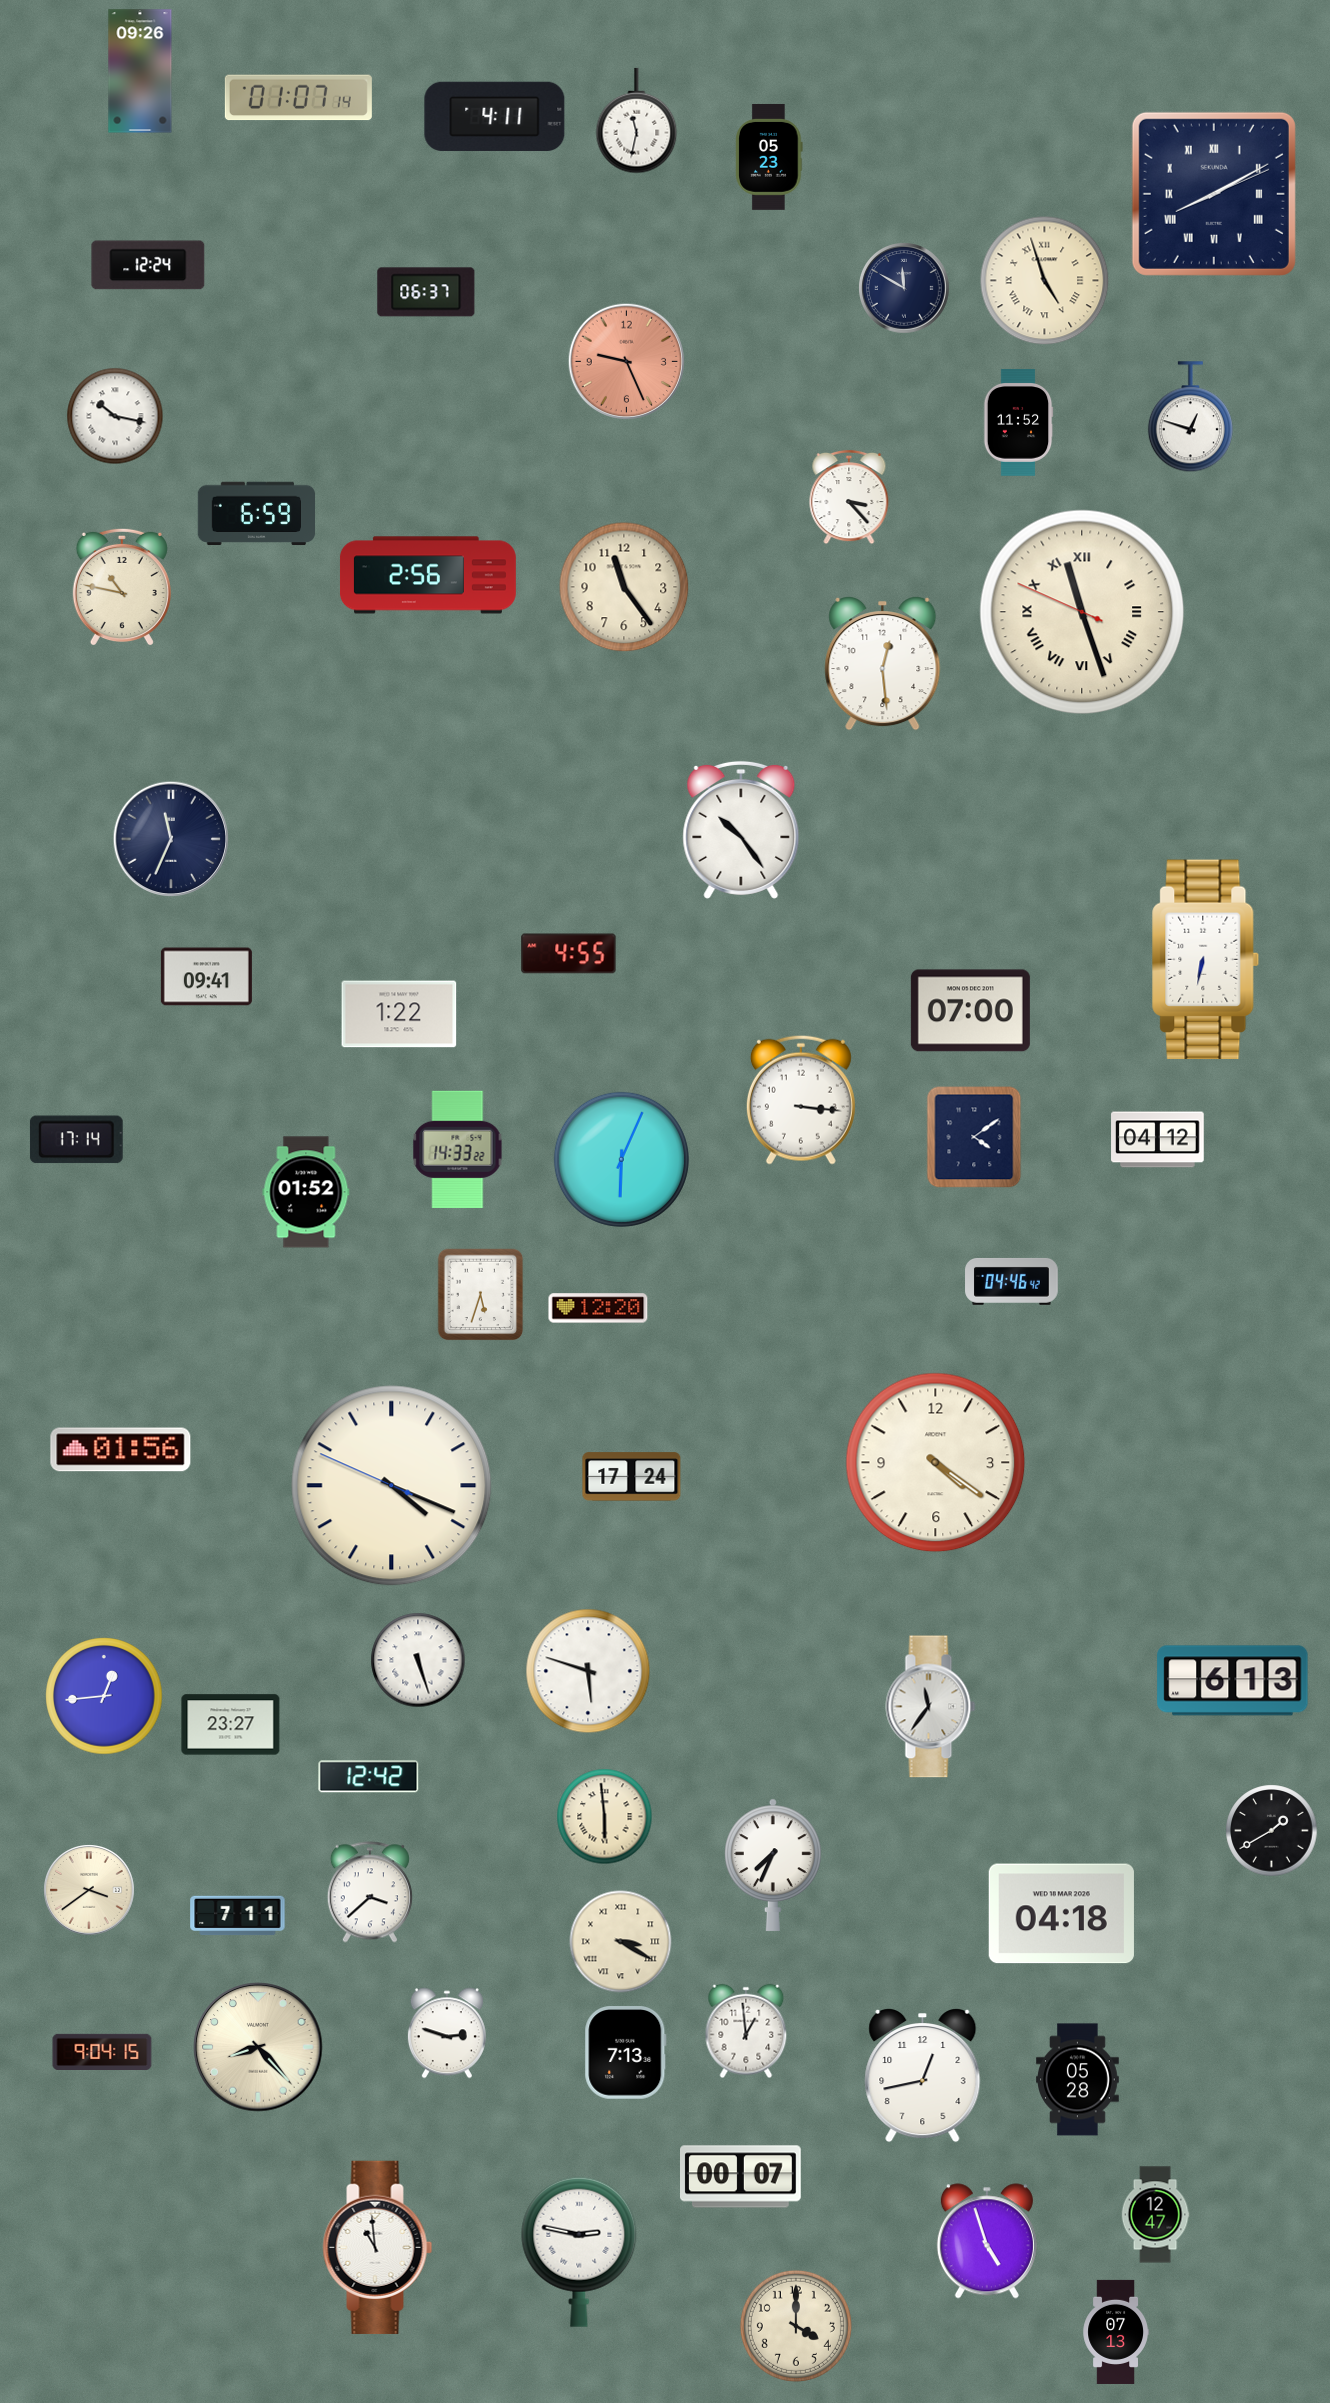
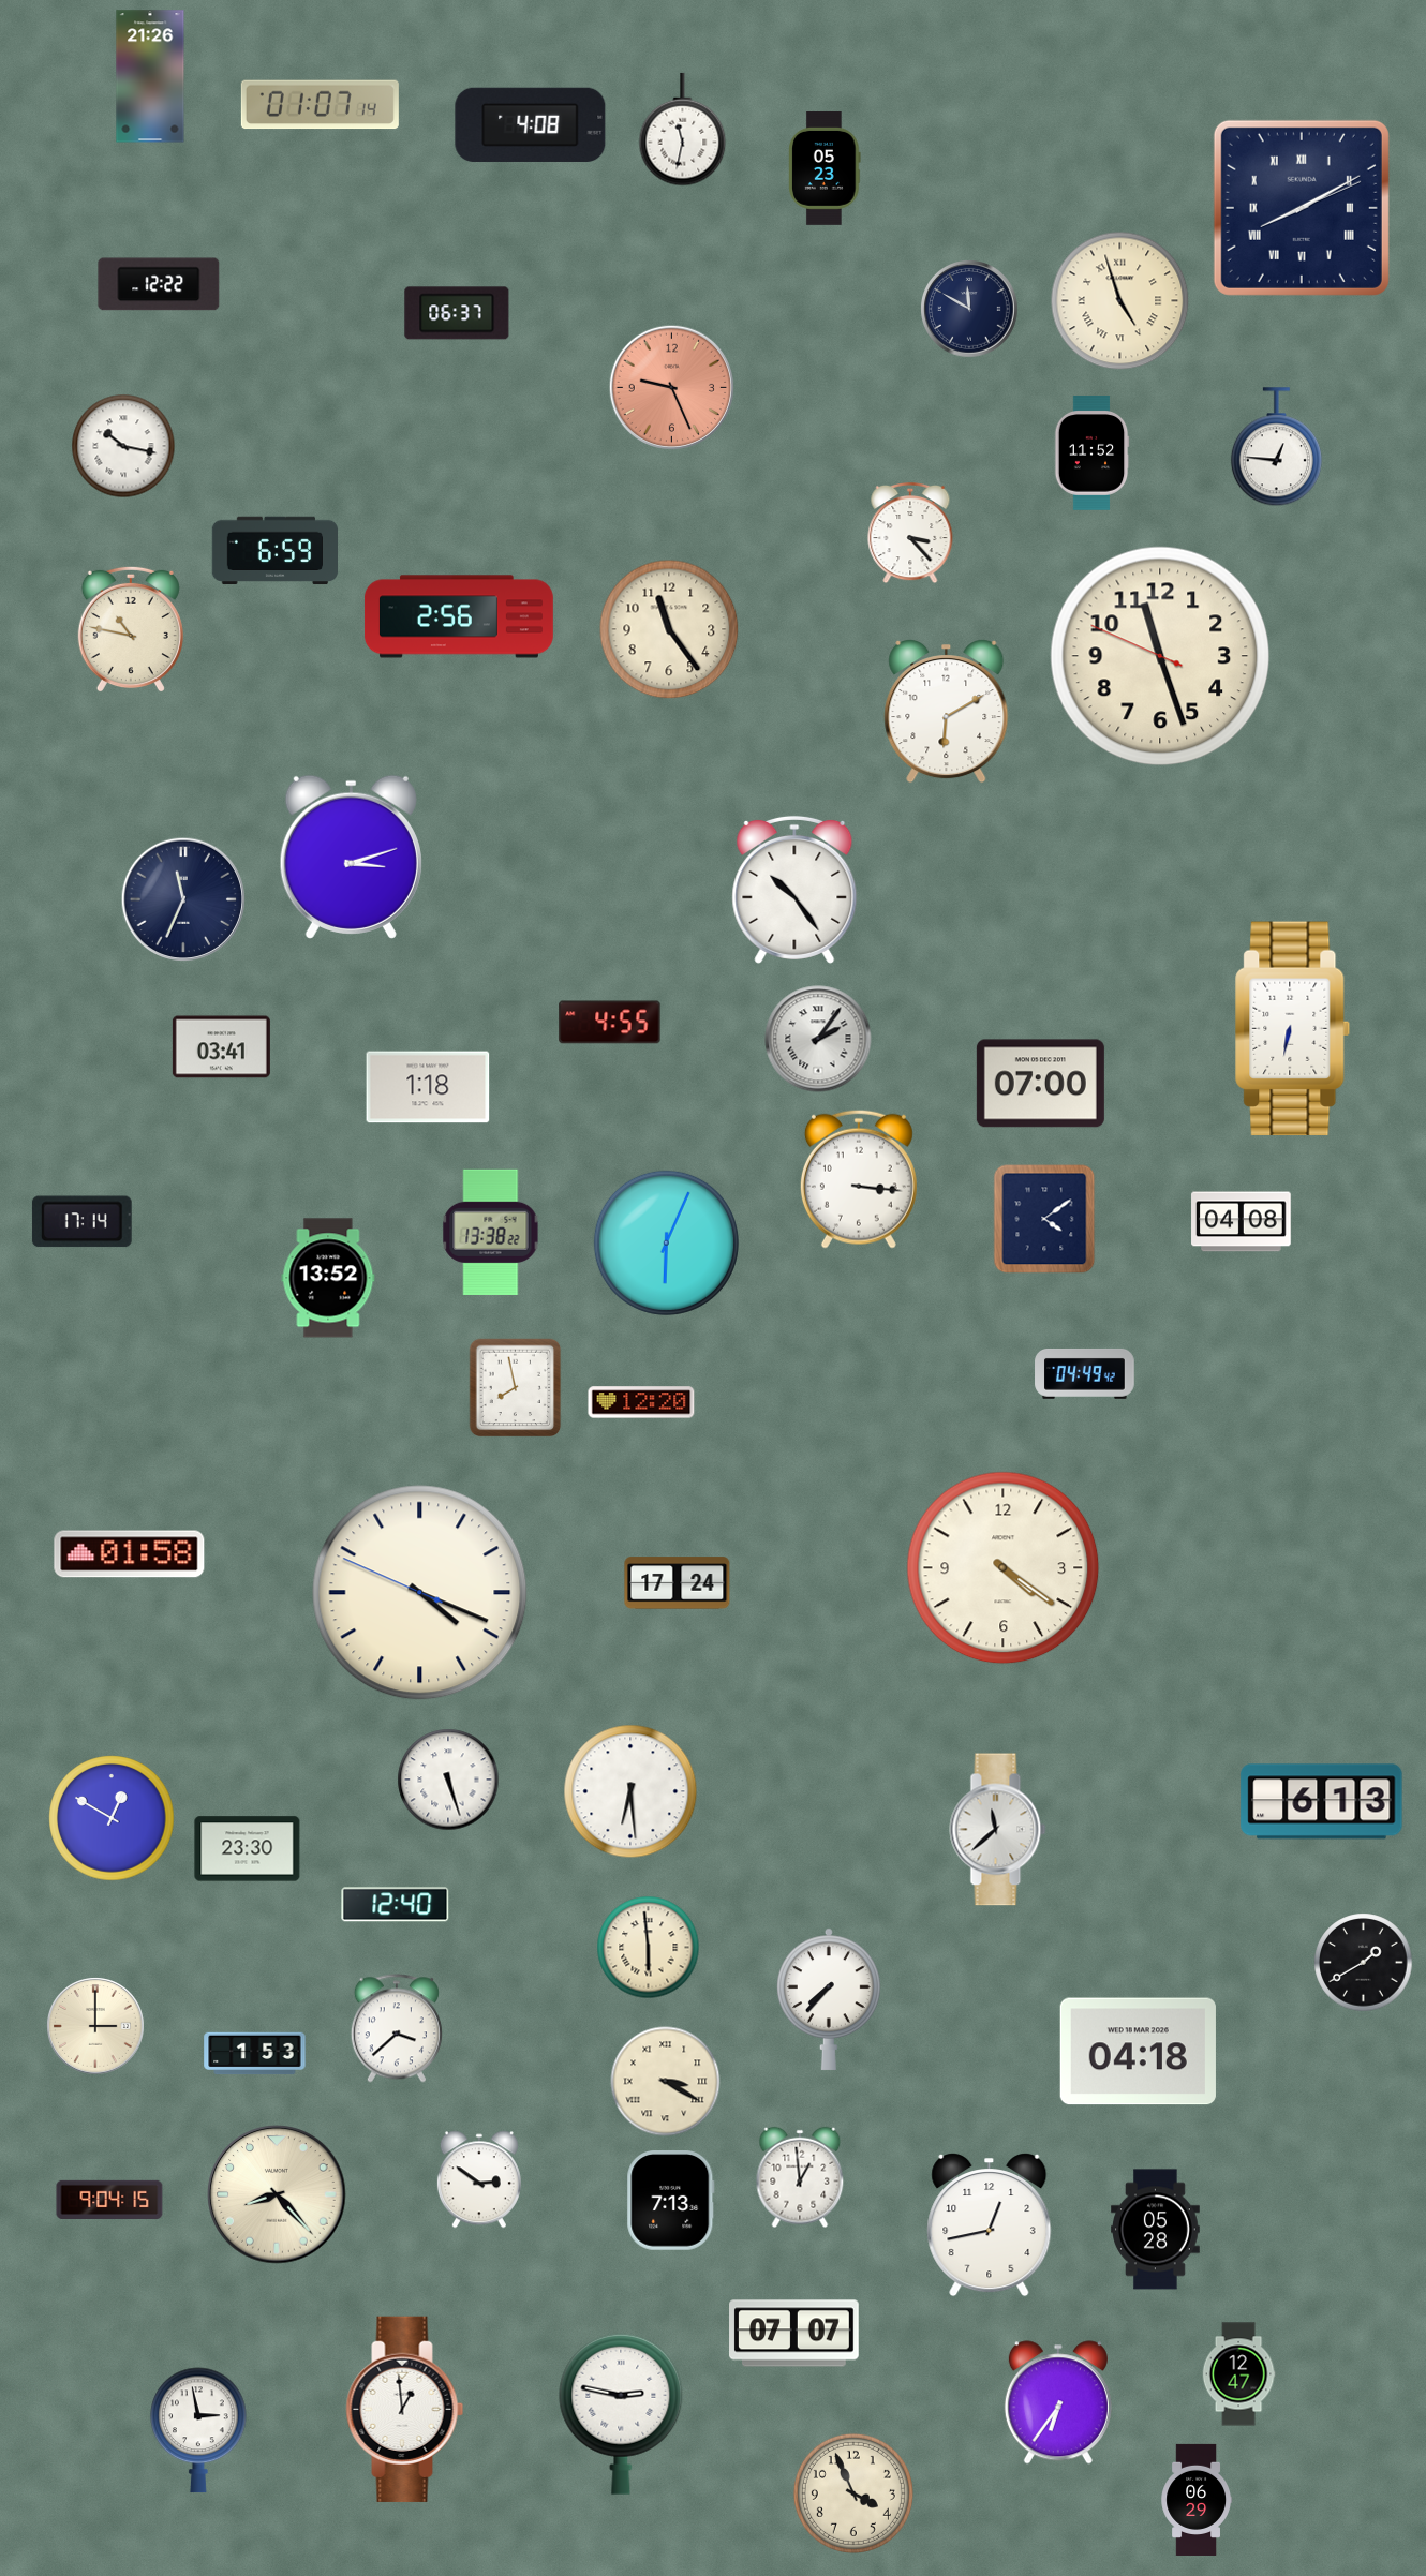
clock at (140, 71): 09:26 -> 21:26
clock at (495, 116): 4:11 -> 4:08
clock at (148, 265): 12:24 -> 12:22
clock at (1190, 417): 12:48 -> 12:46
clock at (1082, 612) numerals: Roman -> Arabic
clock at (883, 664): 12:29 -> 6:10
clock at (351, 857): none -> 3:12
clock at (818, 1039): none -> 2:06
clock at (206, 977): 09:41 -> 03:41
clock at (399, 1014): 1:22 -> 1:18
clock at (1158, 1140): 04:12 -> 04:08
clock at (458, 1149): 14:33 -> 13:38
clock at (306, 1192): 01:52 -> 13:52
clock at (1012, 1281): 04:46 -> 04:49
clock at (481, 1295): 5:33 -> 7:58
clock at (121, 1450): 01:56 -> 01:58
clock at (588, 1671): 5:48 -> 6:29
clock at (104, 1696): 12:44 -> 12:50
clock at (931, 1707): 11:36 -> 11:38
clock at (231, 1725): 23:27 -> 23:30
clock at (369, 1777): 12:42 -> 12:40
clock at (774, 1865): 7:34 -> 7:37
clock at (89, 1890): 3:39 -> 3:00
clock at (238, 1916): 7:11 -> 1:53
clock at (447, 2033): 2:48 -> 2:51
clock at (741, 2177): 00:07 -> 07:07
clock at (987, 2241): 4:57 -> 6:36
clock at (378, 2247): 10:59 -> 12:59
clock at (198, 2430): none -> 2:58
clock at (796, 2326): 4:00 -> 3:56
clock at (1115, 2332): 07:13 -> 06:29
